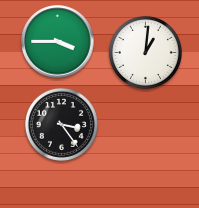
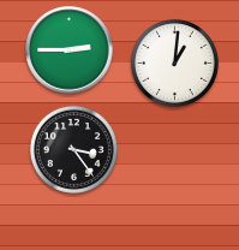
clock at (58, 42): 3:45 -> 2:45
